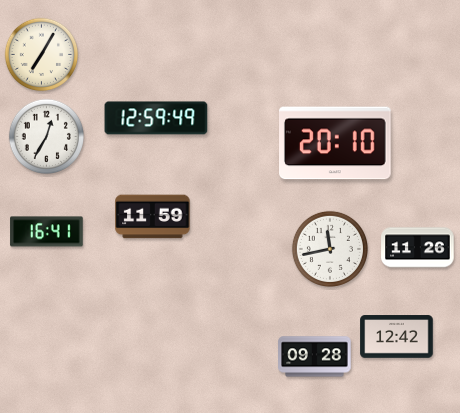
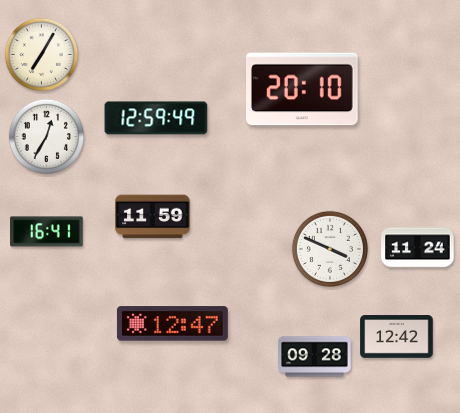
clock at (336, 143) position: (336, 143) -> (303, 89)
clock at (418, 248): 11:26 -> 11:24
clock at (330, 249): 11:43 -> 3:49
clock at (172, 324): none -> 12:47
